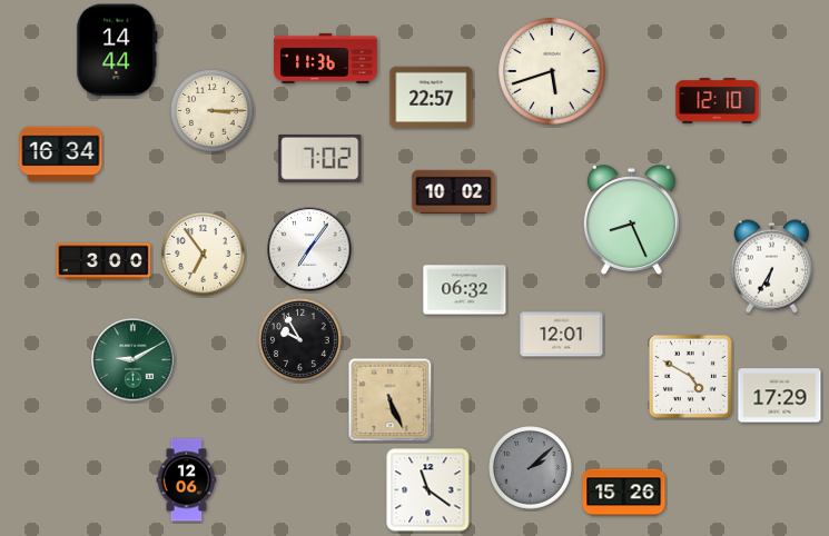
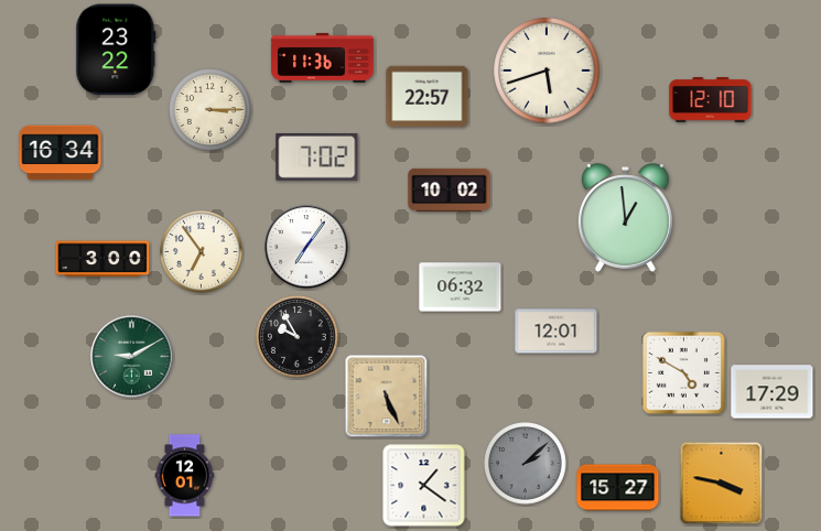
clock at (117, 50): 14:44 -> 23:22
clock at (631, 220): 8:26 -> 12:59
clock at (771, 267): 6:35 -> none
clock at (187, 480): 12:06 -> 12:01
clock at (722, 484): none -> 3:47
clock at (428, 490): 11:21 -> 1:21
clock at (624, 493): 15:26 -> 15:27
